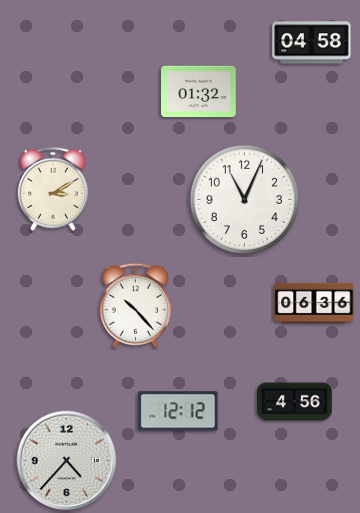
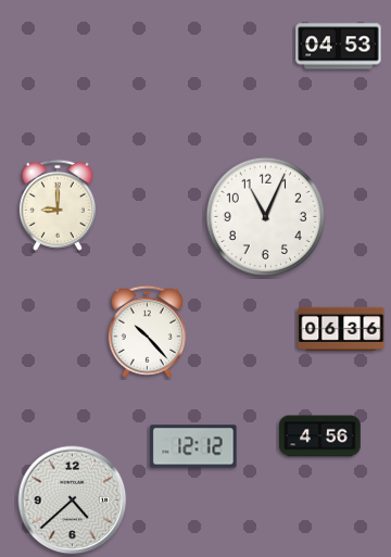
clock at (312, 43): 04:58 -> 04:53
clock at (199, 92): 01:32 -> none
clock at (53, 189): 3:10 -> 9:00
clock at (67, 461): 4:37 -> 4:38
